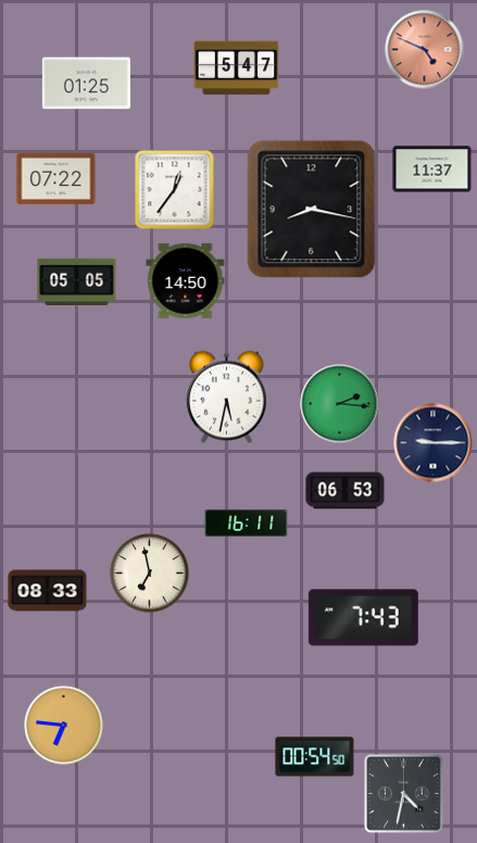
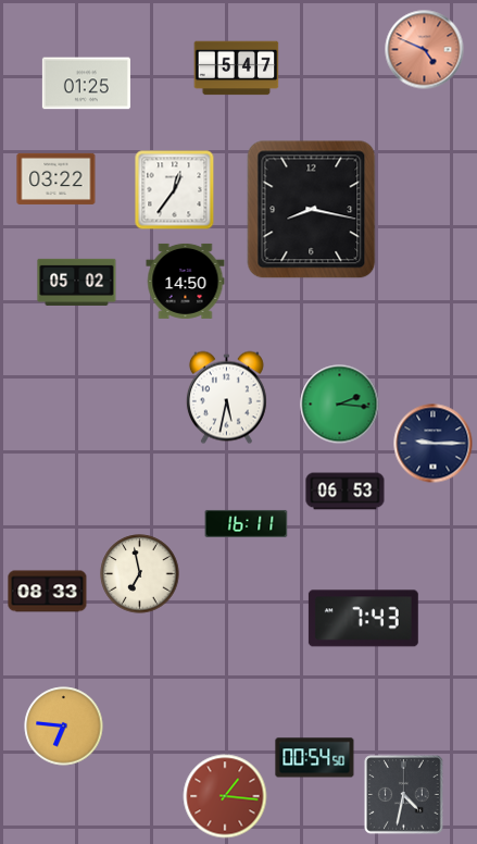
clock at (432, 169): 11:37 -> none
clock at (57, 178): 07:22 -> 03:22
clock at (77, 281): 05:05 -> 05:02
clock at (150, 574) position: (150, 574) -> (140, 574)
clock at (225, 796): none -> 1:16
